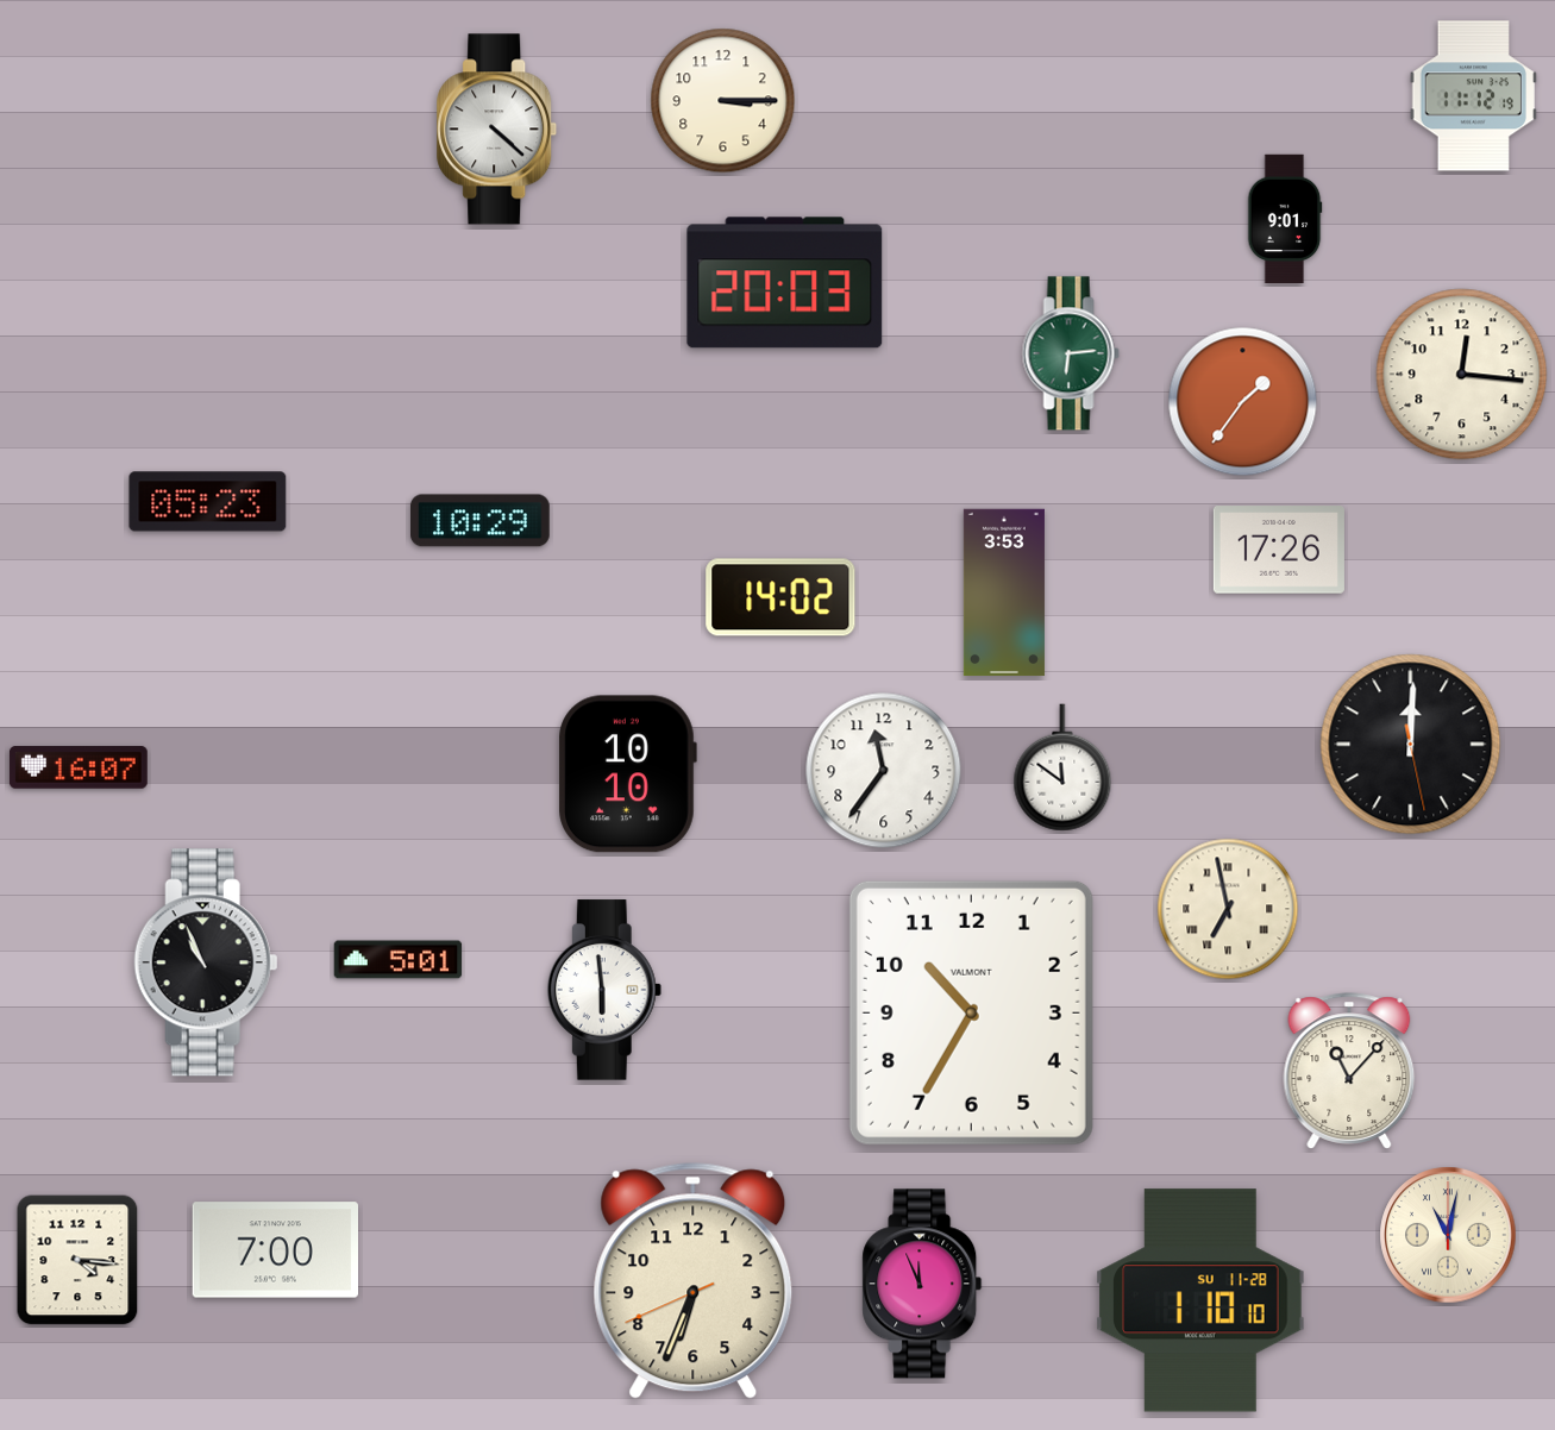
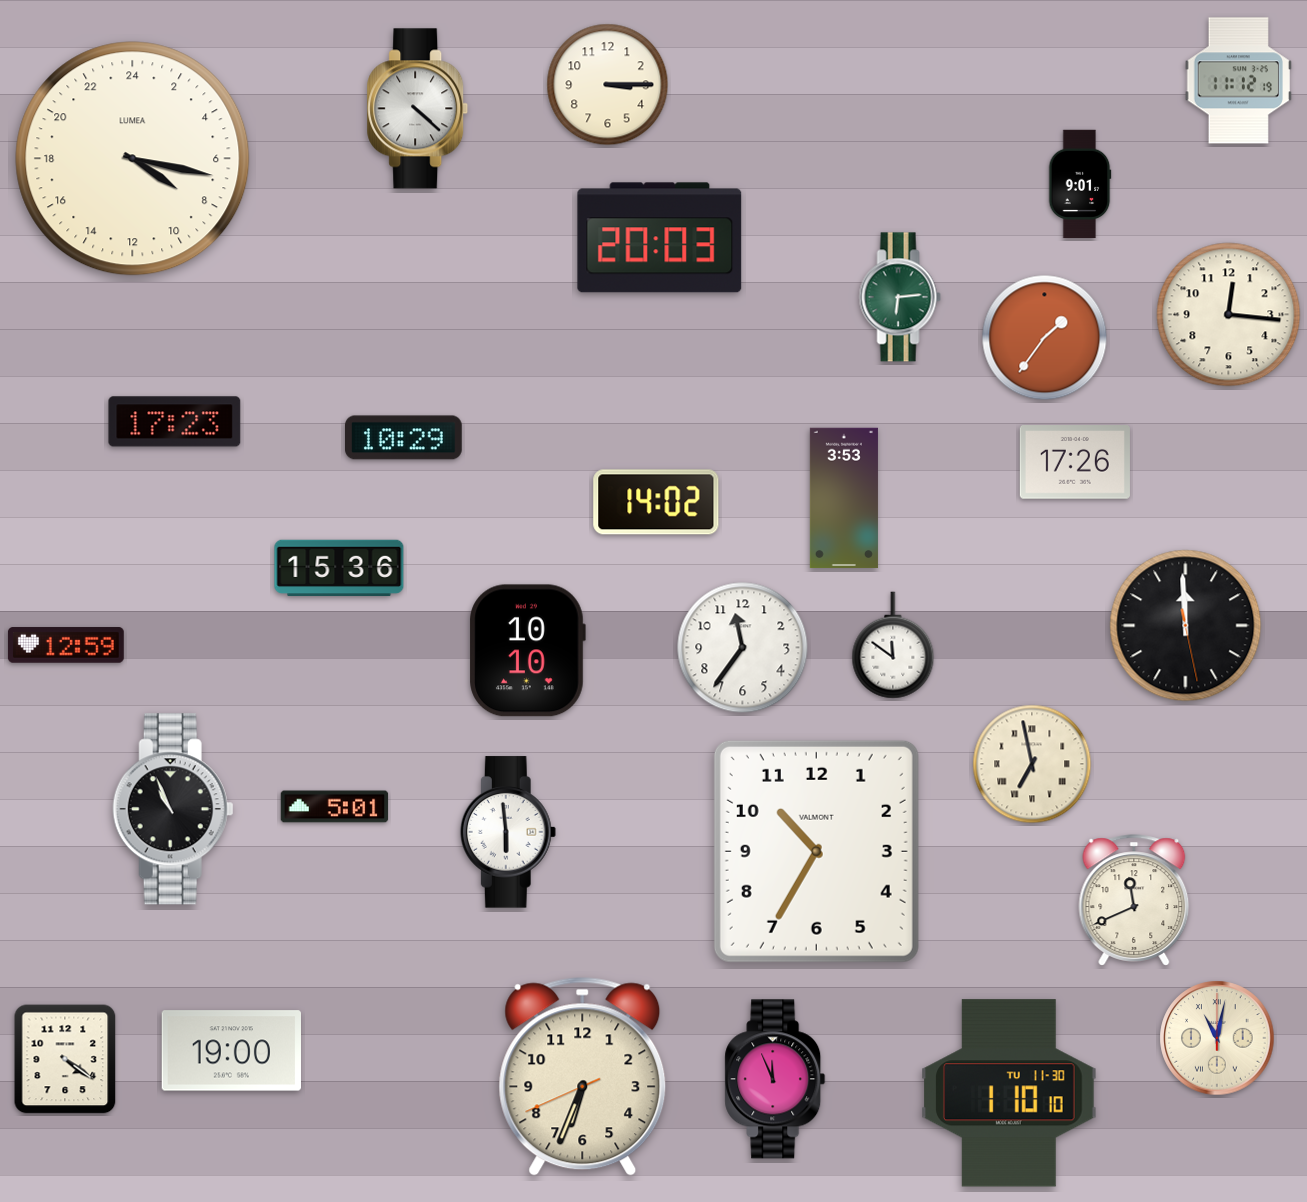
clock at (133, 159): none -> 8:17
clock at (208, 502): 05:23 -> 17:23
clock at (339, 568): none -> 15:36
clock at (1411, 745): 12:00 -> 11:59
clock at (79, 767): 16:07 -> 12:59
clock at (1349, 1071): 11:07 -> 11:41
clock at (275, 1250): 7:00 -> 19:00
clock at (77, 1260): 4:16 -> 4:21
clock at (1200, 1300) date: SU 11-28 -> TU 11-30
